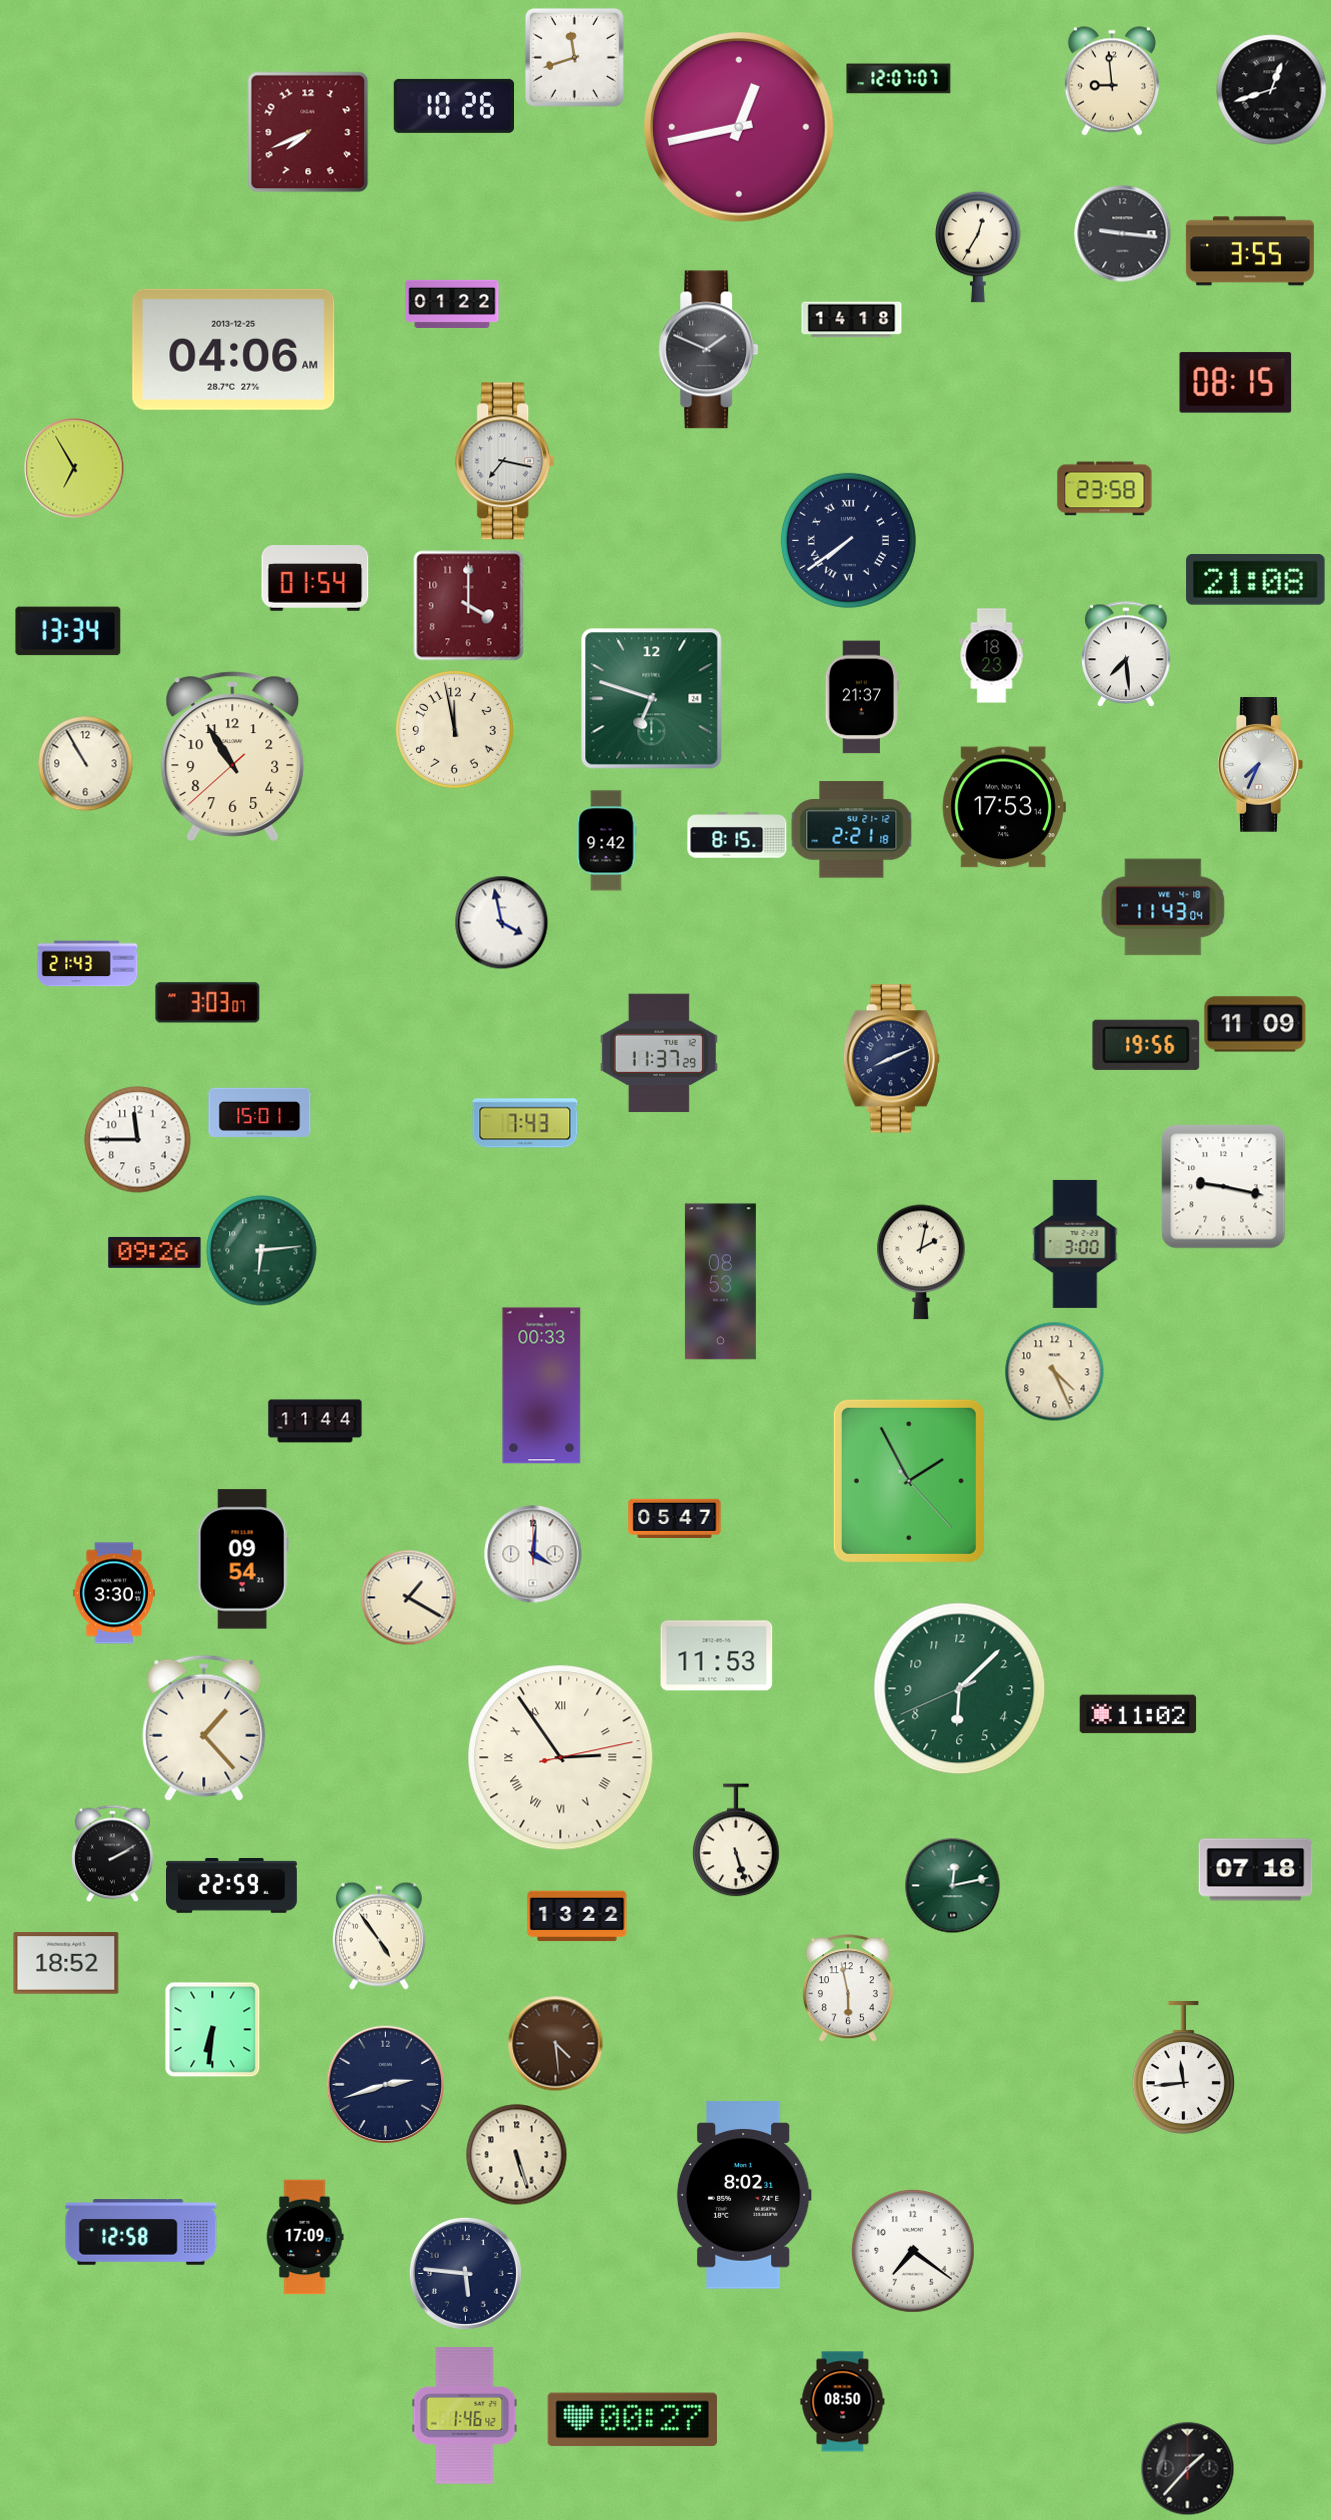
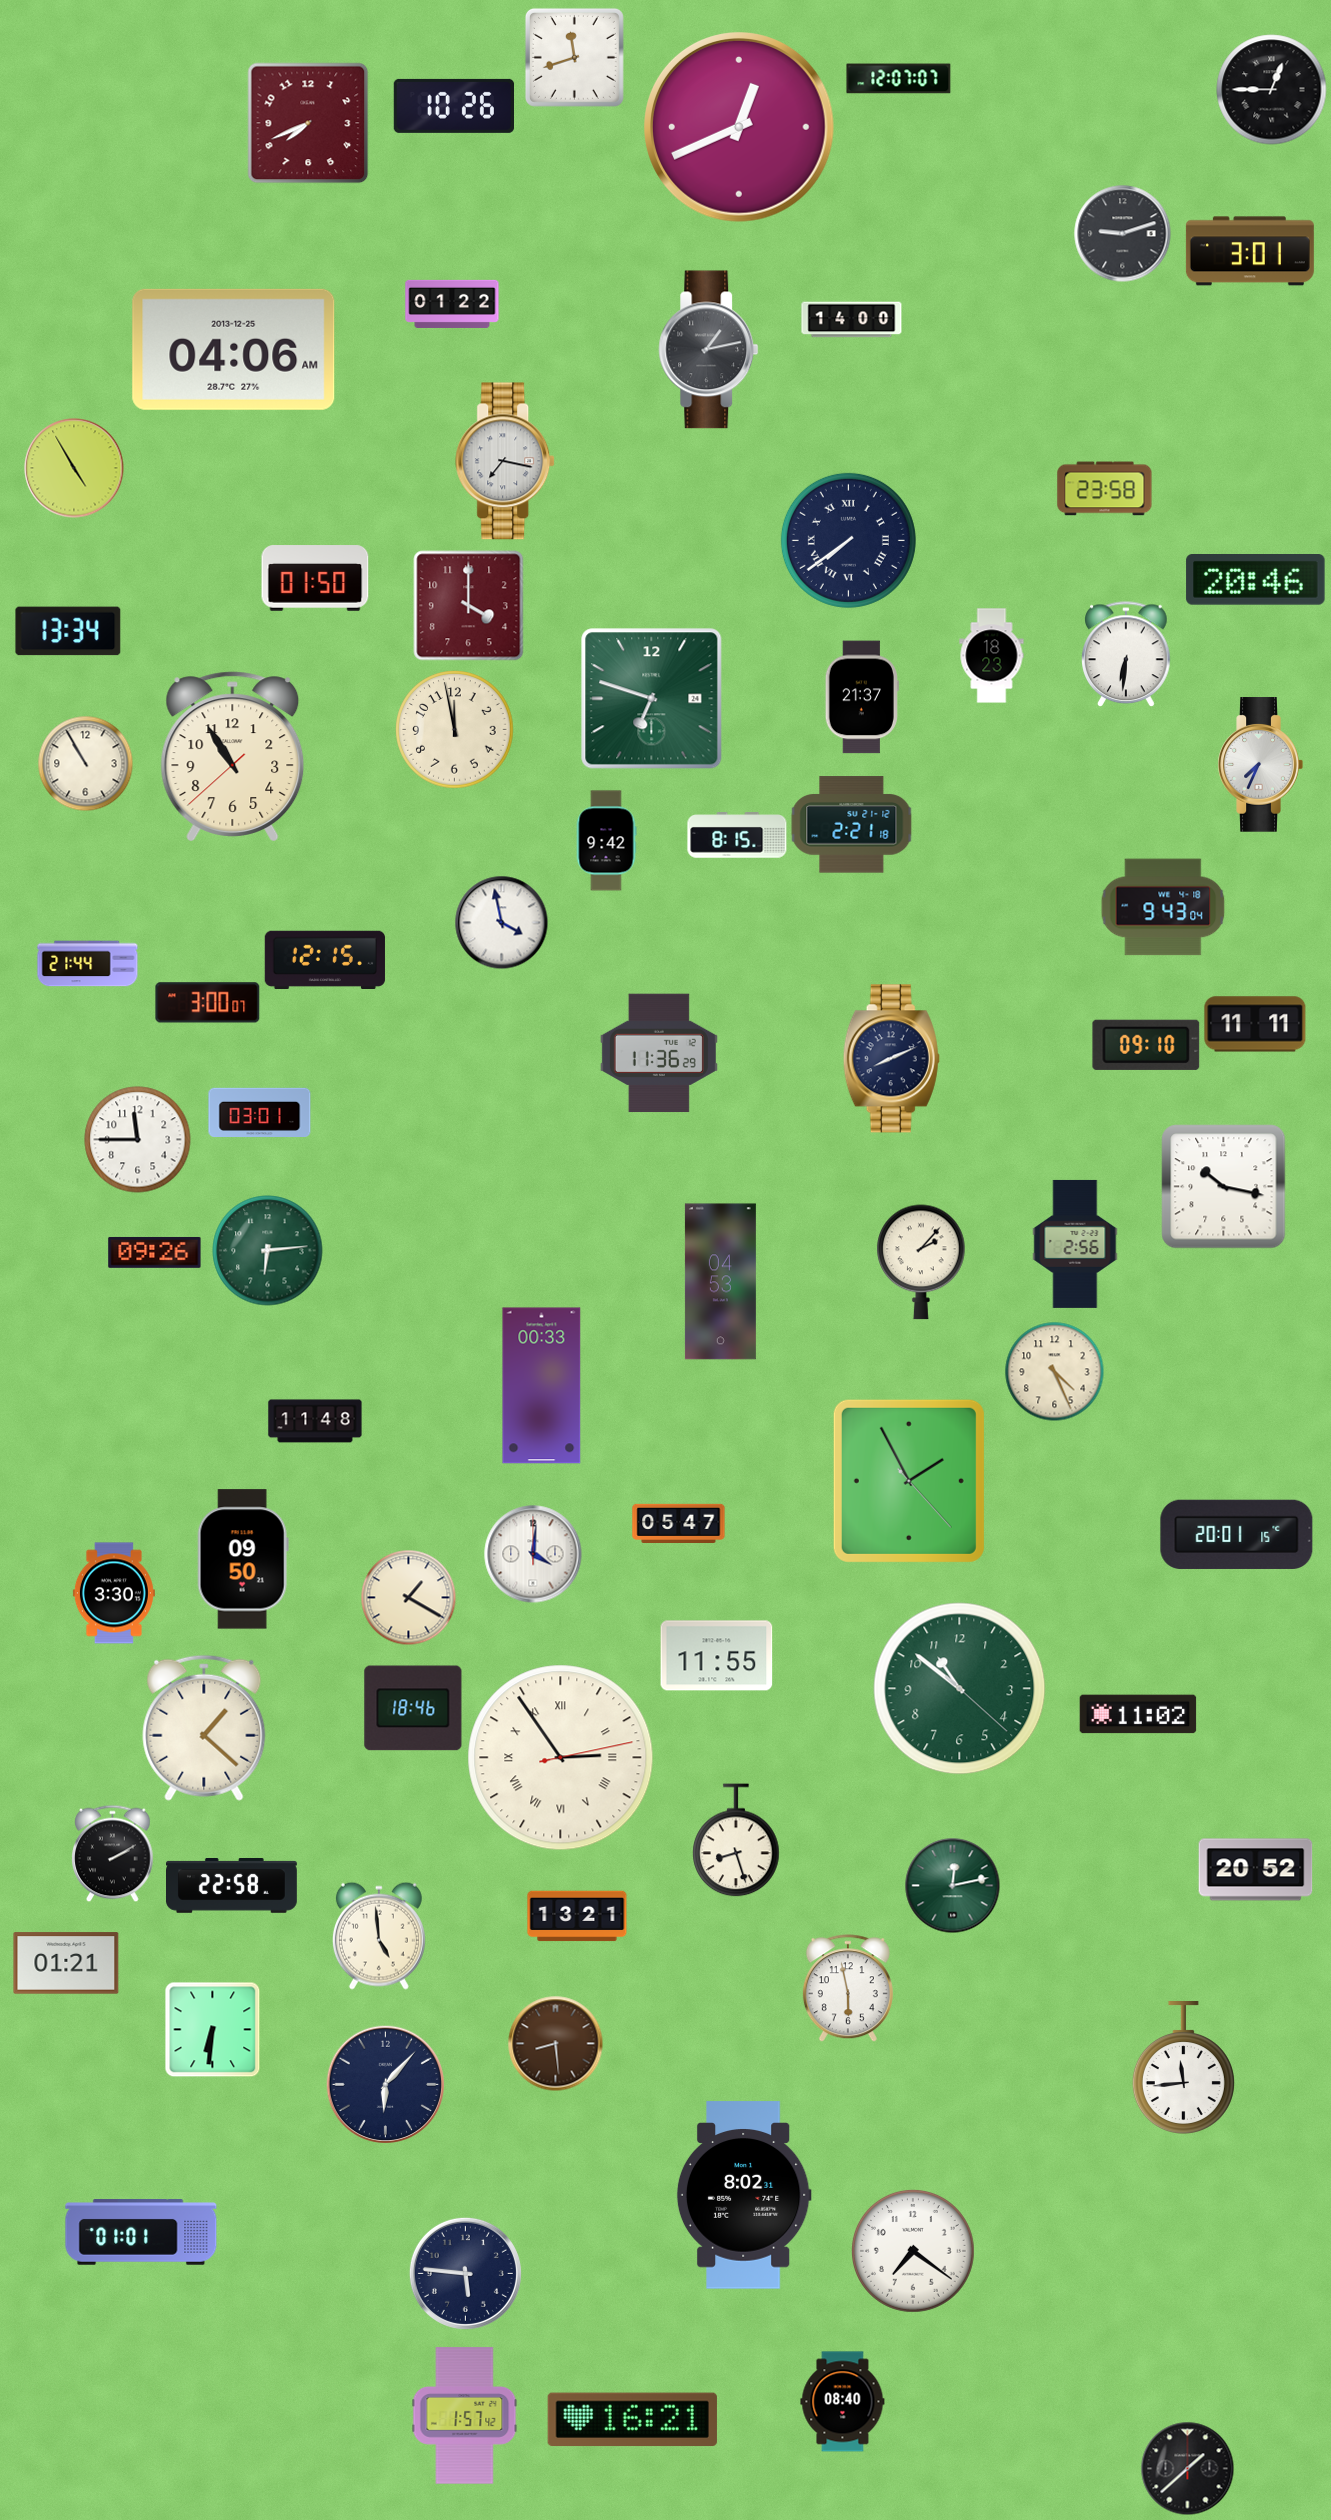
clock at (1112, 81): 8:59 -> none
clock at (1272, 90): 12:42 -> 12:45
clock at (740, 128): 12:43 -> 12:41
clock at (308, 132) position: (308, 132) -> (308, 123)
clock at (1123, 234): 9:16 -> 9:12
clock at (978, 247): 12:35 -> none
clock at (1250, 251): 3:55 -> 3:01
clock at (852, 320): 14:18 -> 14:00
clock at (709, 350): 1:49 -> 1:13
clock at (1236, 383): 08:15 -> none
clock at (74, 468): 6:55 -> 4:55
clock at (315, 578): 01:54 -> 01:50
clock at (1256, 580): 21:08 -> 20:46
clock at (1126, 654): 7:29 -> 6:31
clock at (1004, 807): 17:53 -> none
clock at (852, 830) position: (852, 830) -> (852, 825)
clock at (1163, 907): 11:43 -> 9:43
clock at (324, 959): none -> 12:15
clock at (88, 964): 21:43 -> 21:44
clock at (208, 1003): 3:03 -> 3:00
clock at (1255, 1024): 11:09 -> 11:11
clock at (1146, 1045): 19:56 -> 09:10
clock at (659, 1053): 11:37 -> 11:36
clock at (260, 1112): 15:01 -> 03:01
clock at (525, 1123): 7:43 -> none
clock at (1224, 1187): 9:17 -> 10:17
clock at (1075, 1244): 3:00 -> 2:56
clock at (262, 1251) position: (262, 1251) -> (268, 1251)
clock at (921, 1262): 2:02 -> 2:07
clock at (720, 1282): 08:53 -> 04:53
clock at (315, 1421): 11:44 -> 11:48
clock at (675, 1518) position: (675, 1518) -> (679, 1523)
clock at (1237, 1534): none -> 20:01
clock at (243, 1559): 09:54 -> 09:50
clock at (717, 1656): 11:53 -> 11:55
clock at (960, 1689): 6:07 -> 10:51
clock at (413, 1708): none -> 18:46
clock at (204, 1728): 1:23 -> 1:22
clock at (736, 1840): 5:27 -> 8:27
clock at (1256, 1870): 07:18 -> 20:52
clock at (232, 1886): 22:59 -> 22:58
clock at (577, 1916): 13:22 -> 13:21
clock at (379, 1936): 4:54 -> 4:59
clock at (66, 1963): 18:52 -> 01:21
clock at (555, 2043): 4:29 -> 8:29
clock at (385, 2084): 2:42 -> 6:07
clock at (517, 2155): 5:27 -> none
clock at (141, 2232): 12:58 -> 01:01
clock at (305, 2237): 17:09 -> none
clock at (843, 2402): 08:50 -> 08:40
clock at (465, 2416): 1:46 -> 1:57
clock at (632, 2420): 00:27 -> 16:21
clock at (1187, 2468): 1:37 -> 1:38
